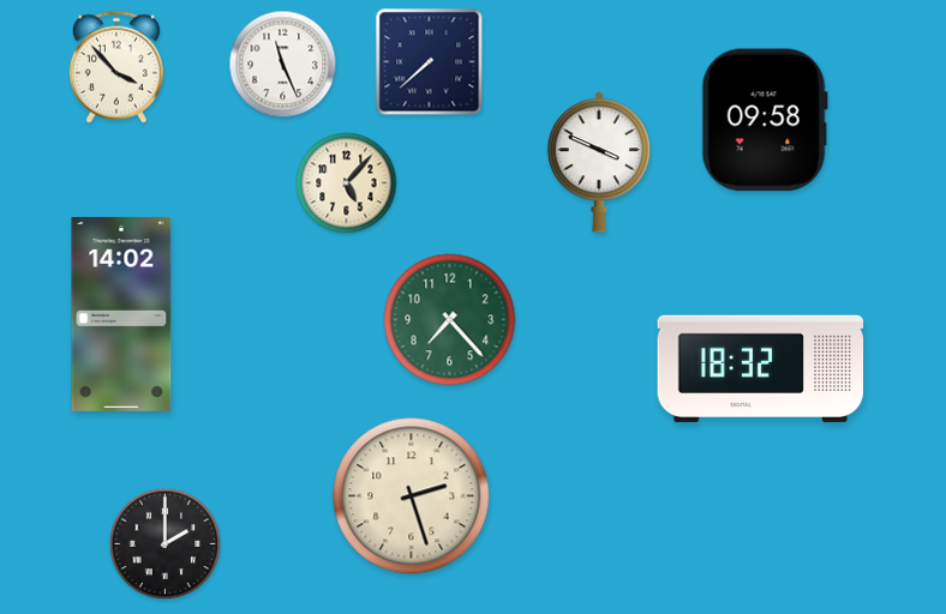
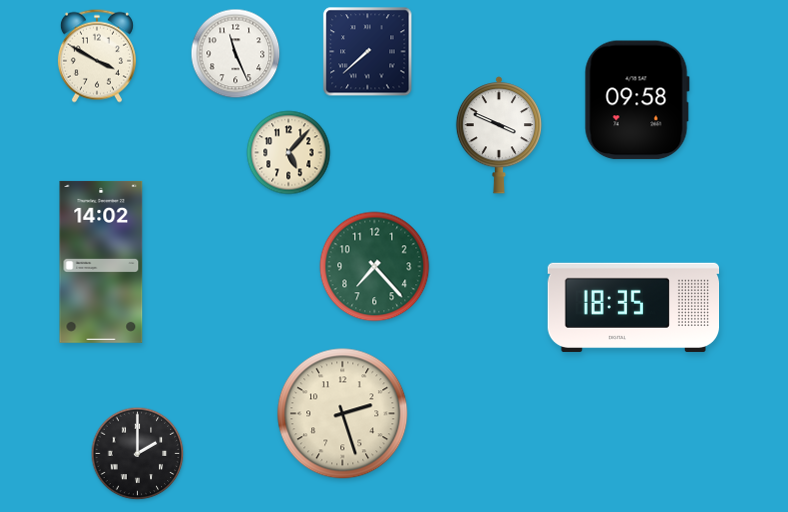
clock at (430, 62) position: (430, 62) -> (368, 52)
clock at (116, 67): 3:53 -> 3:50
clock at (761, 368): 18:32 -> 18:35
